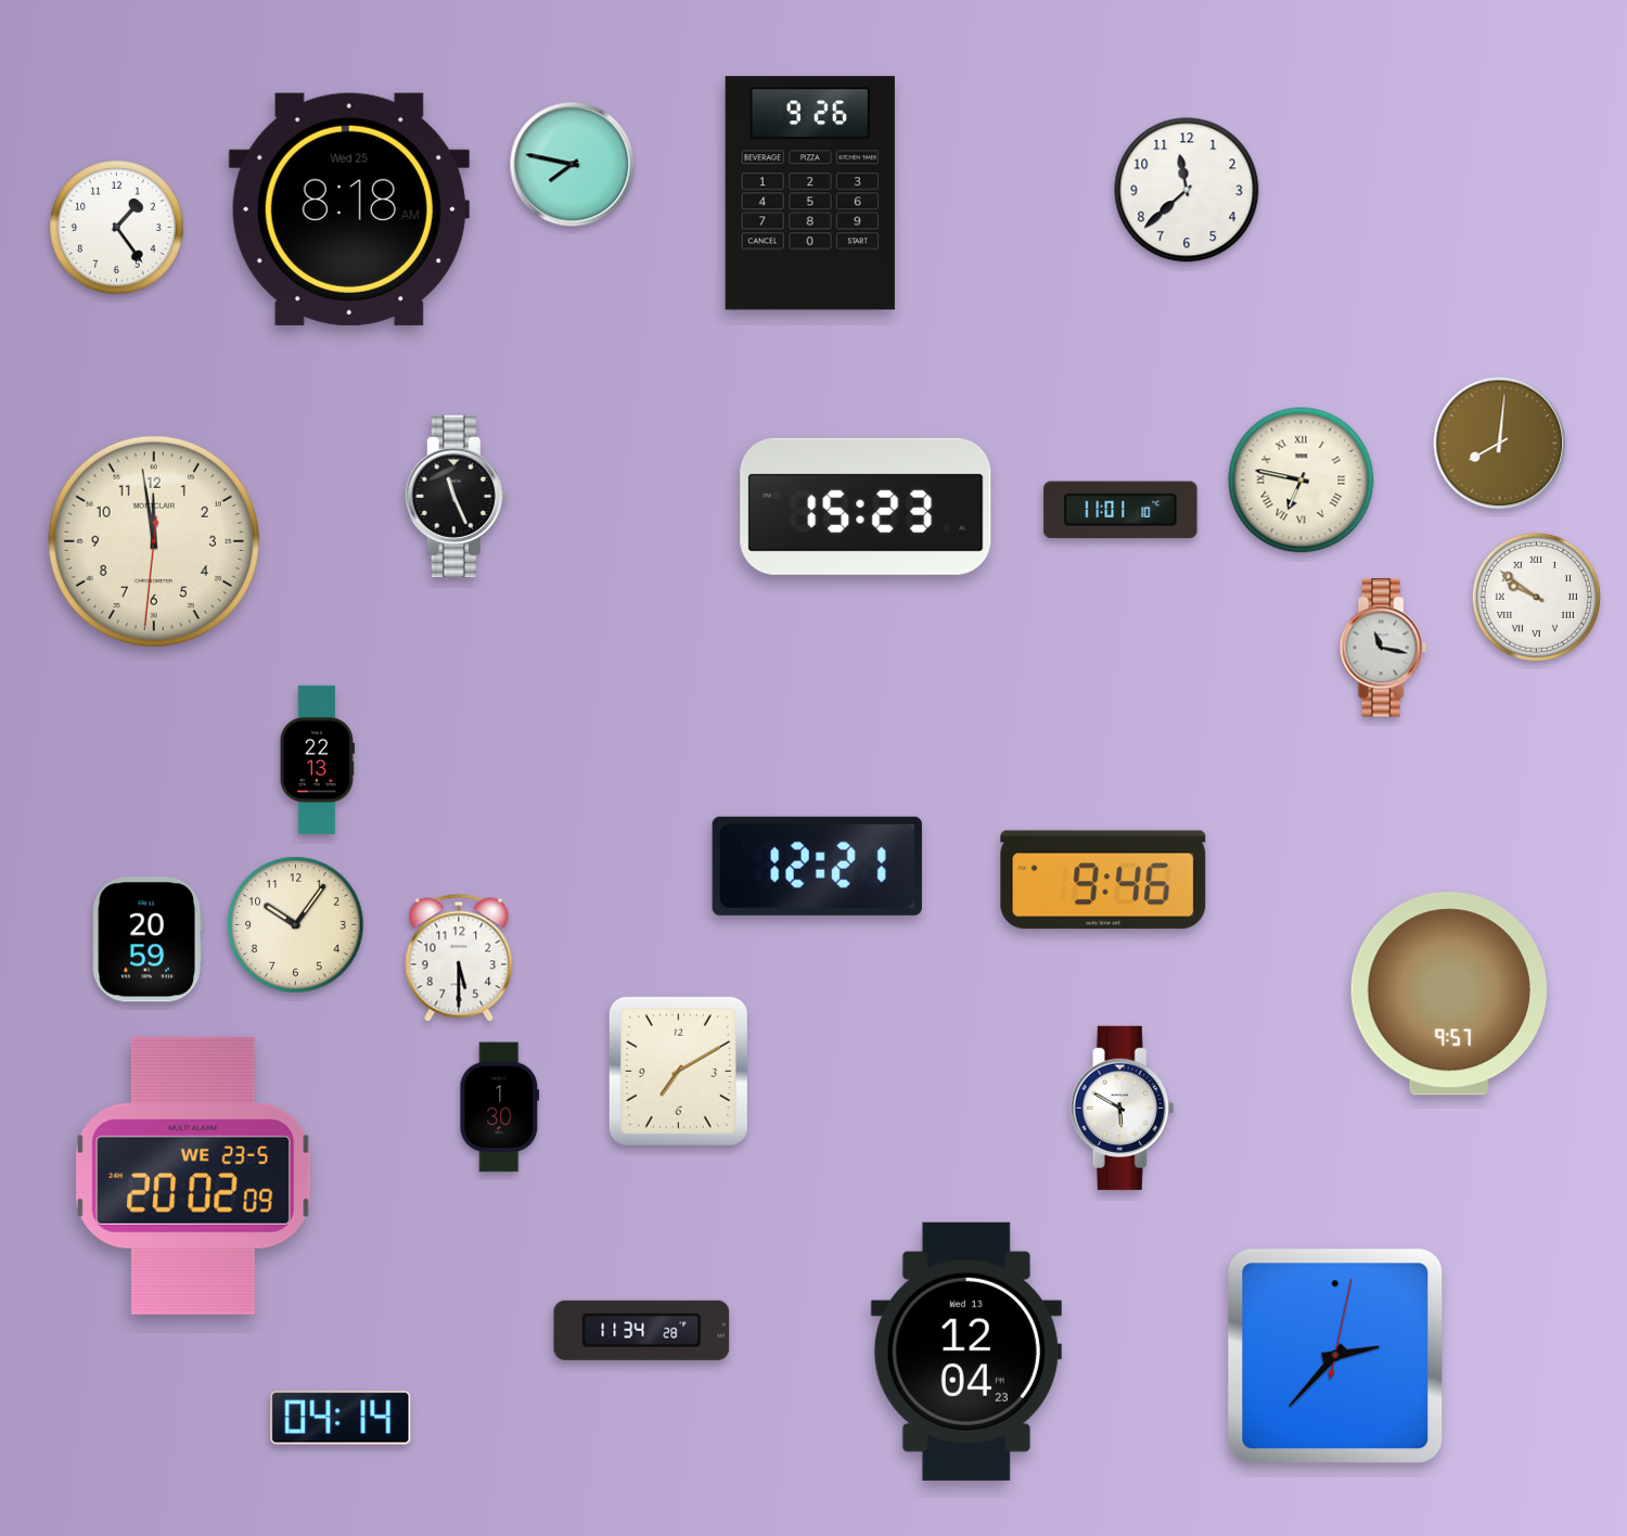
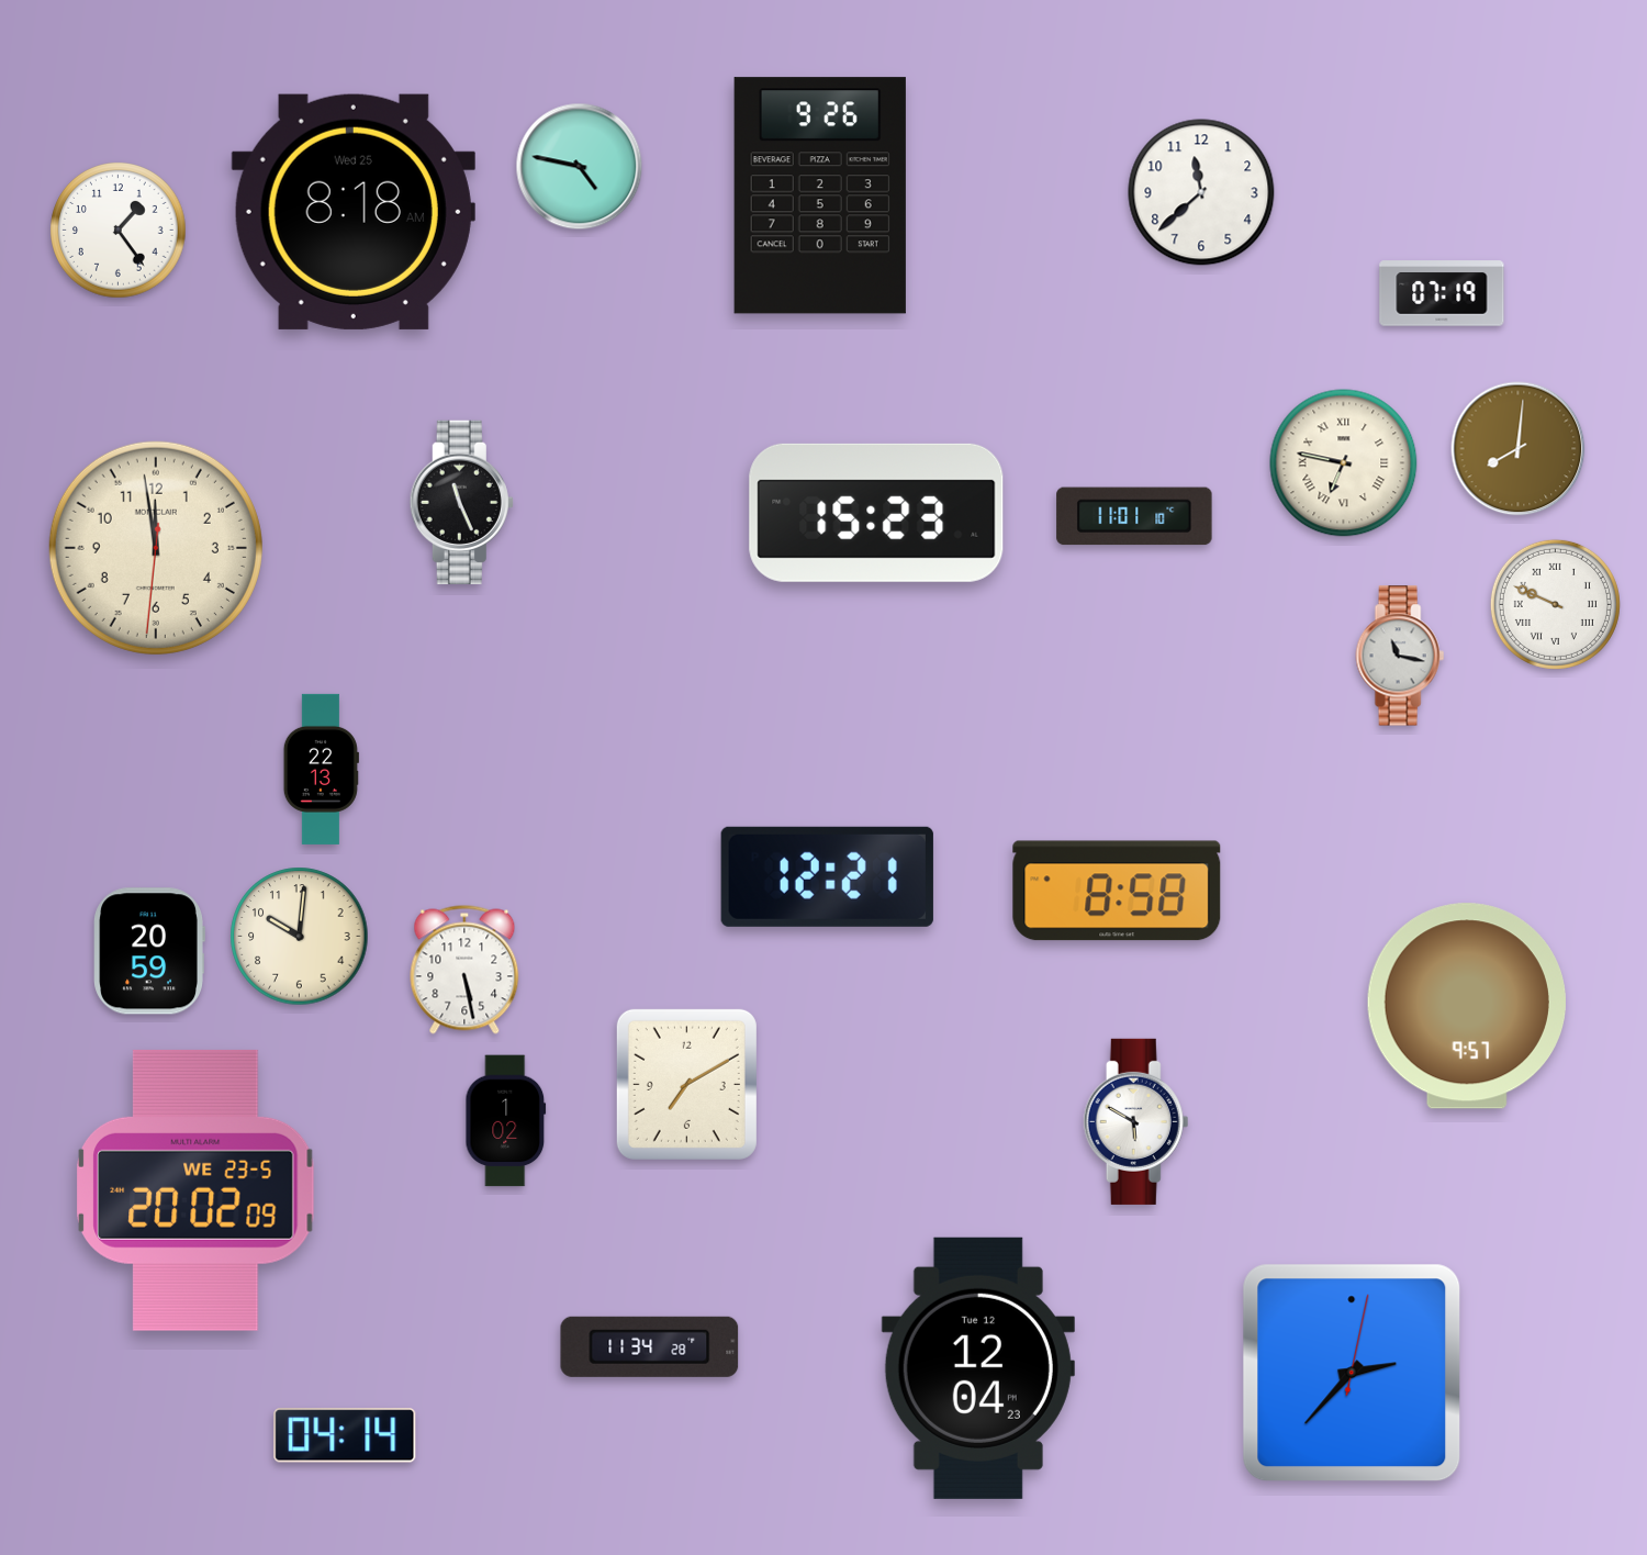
clock at (573, 165): 7:47 -> 4:47
clock at (1442, 293): none -> 07:19
clock at (1302, 481) position: (1302, 481) -> (1344, 463)
clock at (1536, 597): 9:51 -> 9:49
clock at (1103, 880): 9:46 -> 8:58
clock at (296, 925): 10:06 -> 10:01
clock at (459, 958): 5:30 -> 5:28
clock at (500, 1108): 1:30 -> 1:02
clock at (966, 1352) date: Wed 13 -> Tue 12
